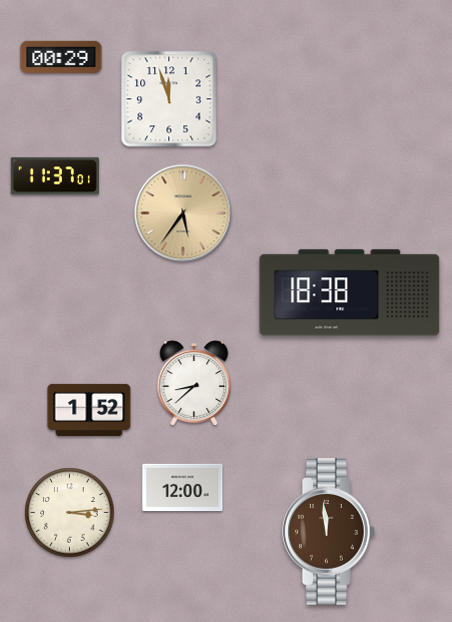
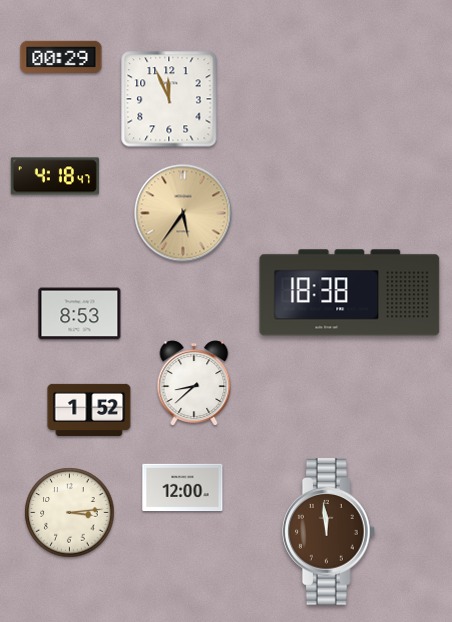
clock at (169, 99): 11:57 -> 11:56
clock at (55, 176): 11:37 -> 4:18
clock at (80, 314): none -> 8:53
